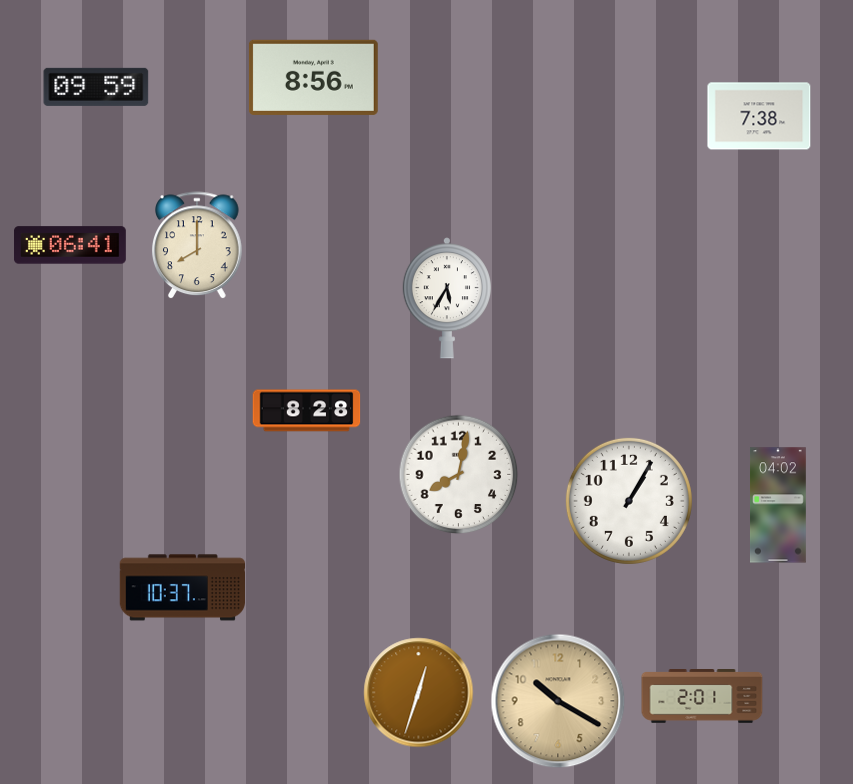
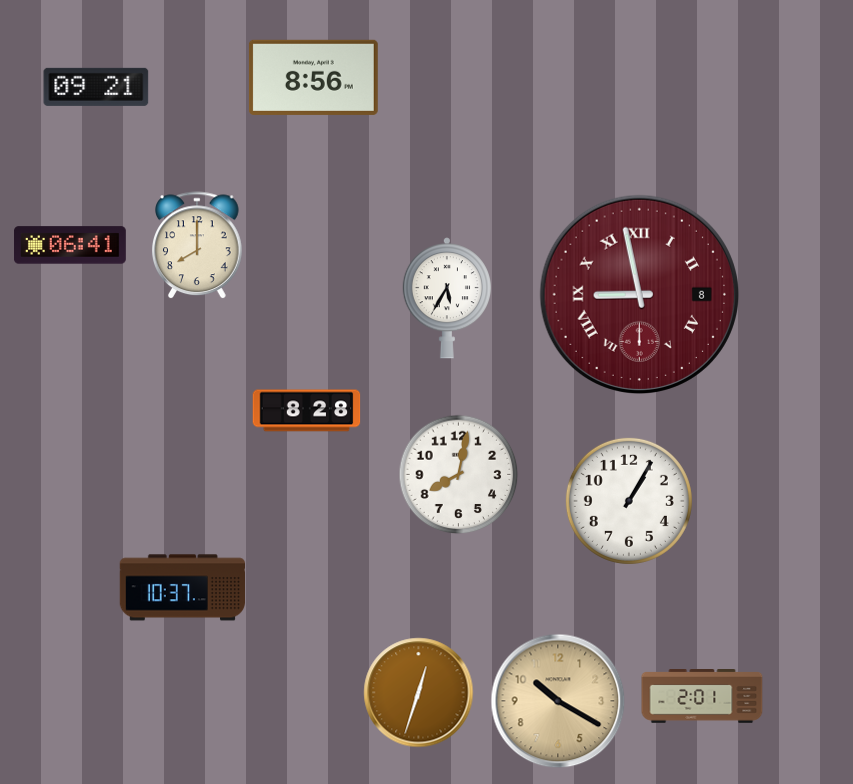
clock at (96, 87): 09:59 -> 09:21
clock at (759, 116): 7:38 -> none
clock at (639, 294): none -> 8:58
clock at (779, 505): 04:02 -> none
